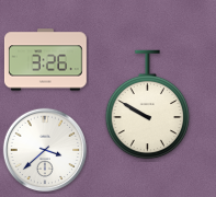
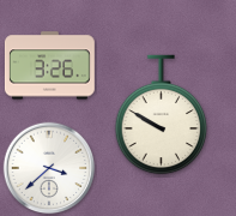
clock at (45, 150) position: (45, 150) -> (49, 168)
